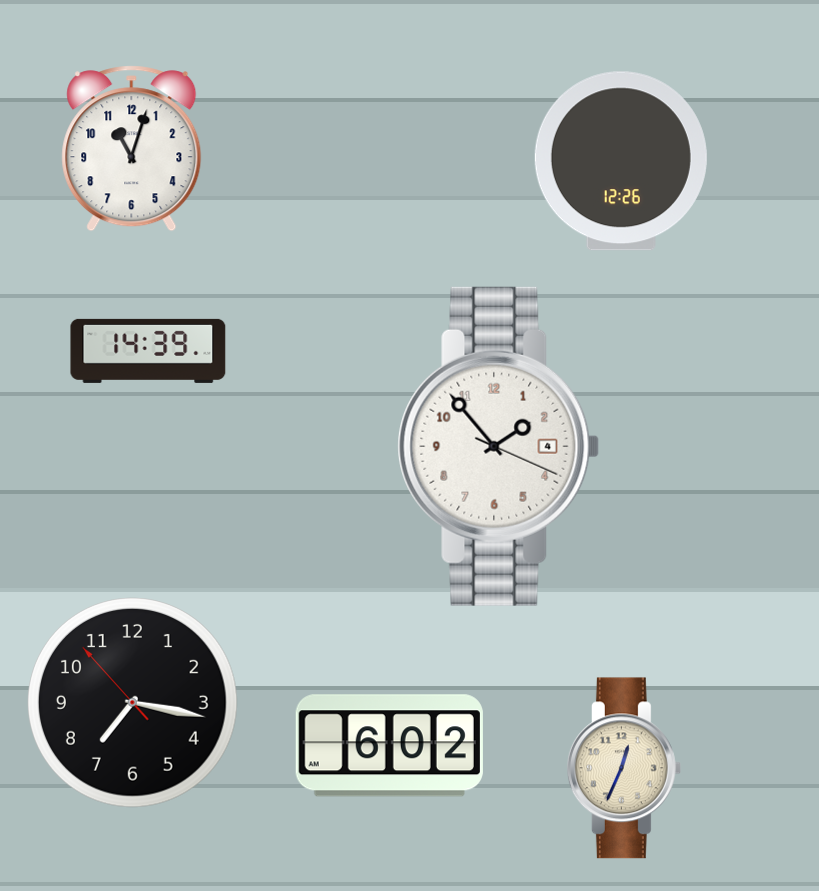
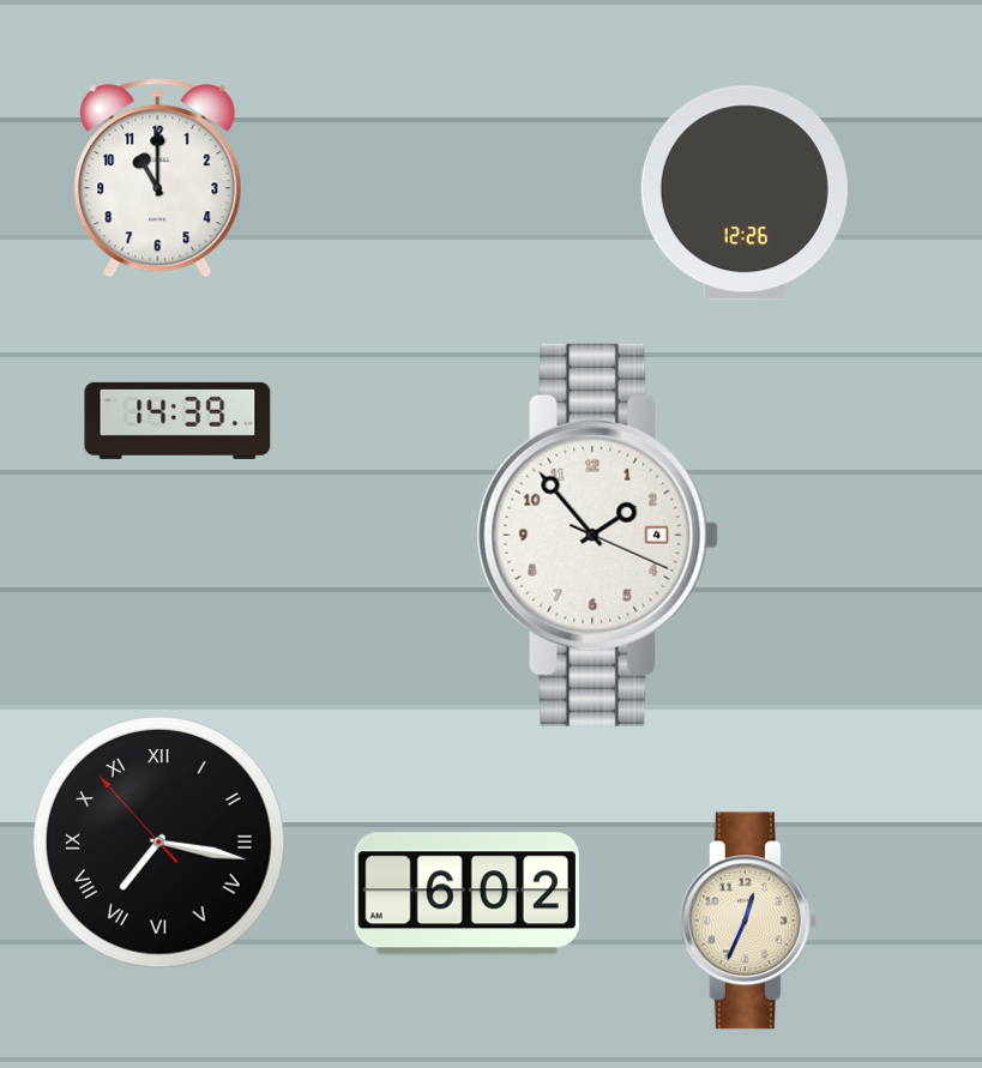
clock at (132, 149): 11:03 -> 11:00
clock at (133, 703) numerals: Arabic -> Roman
